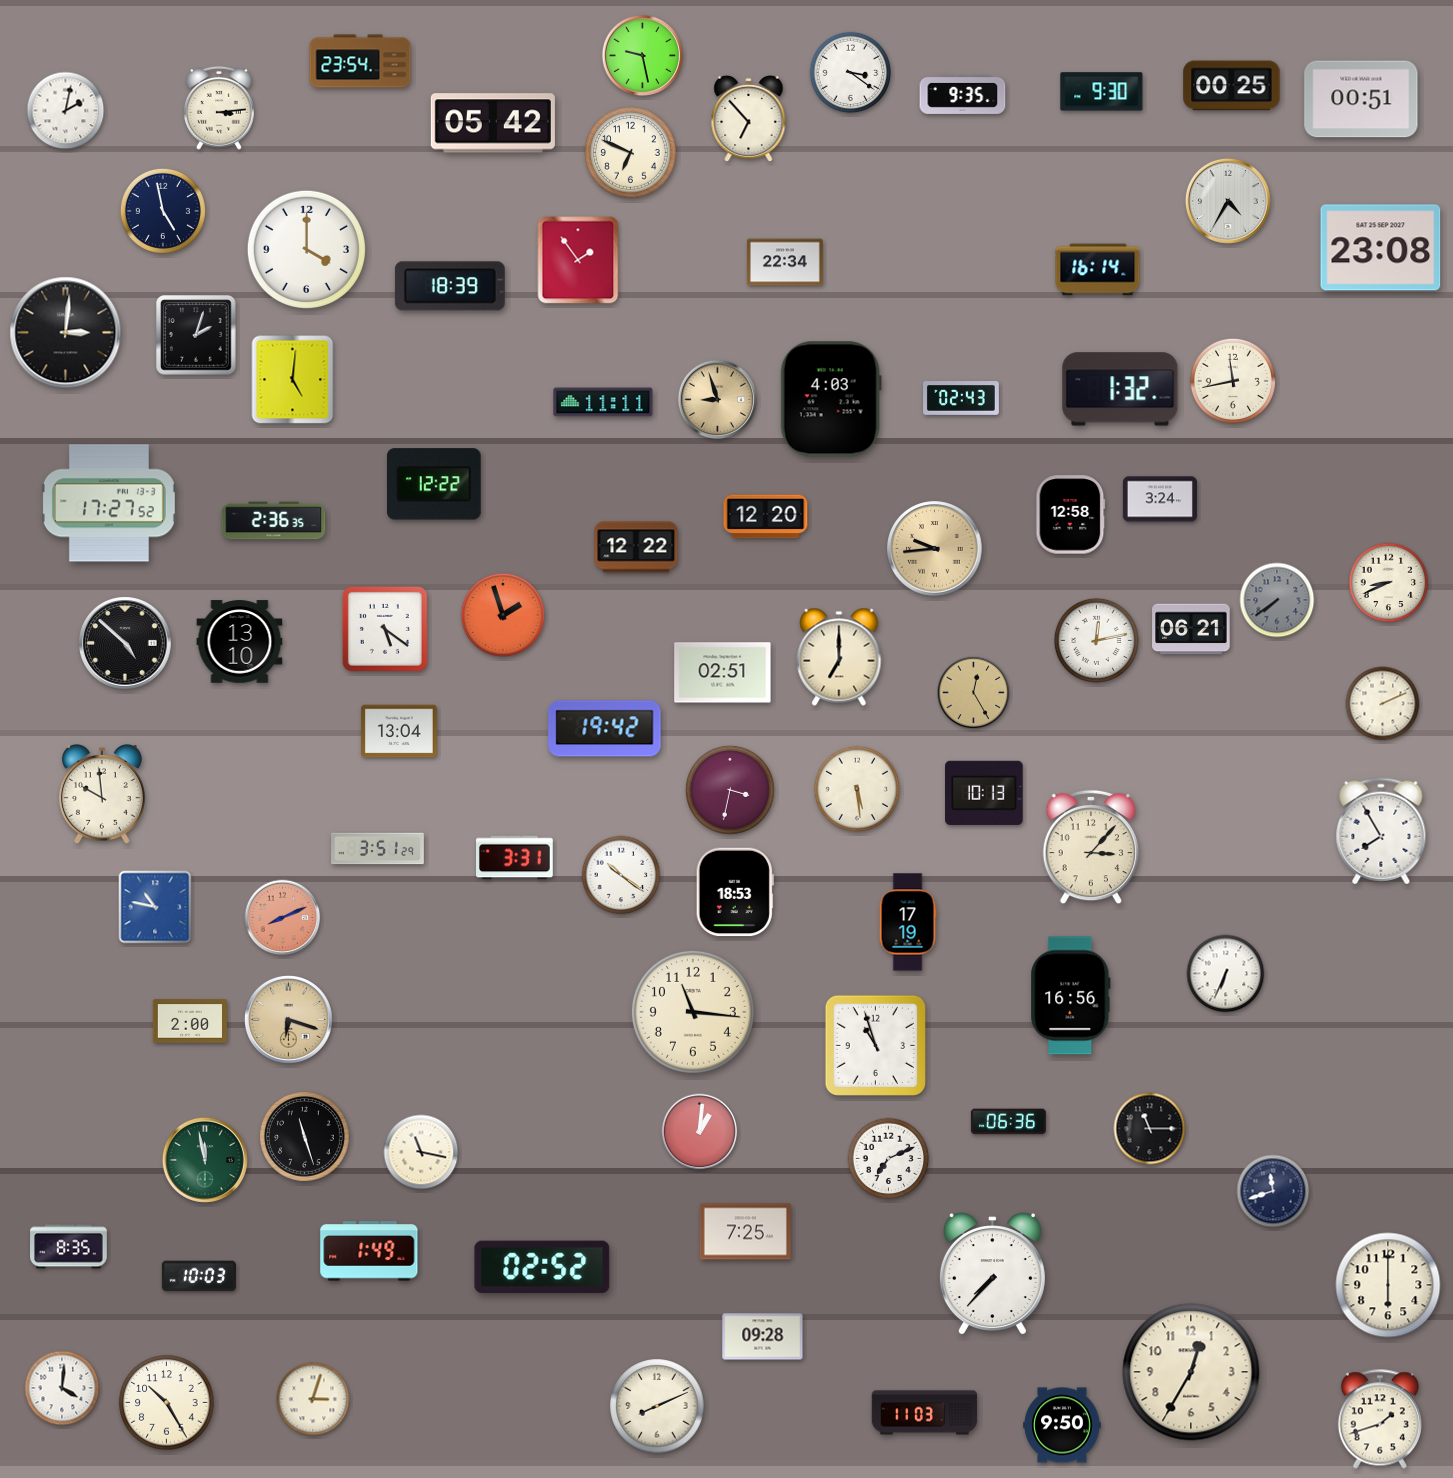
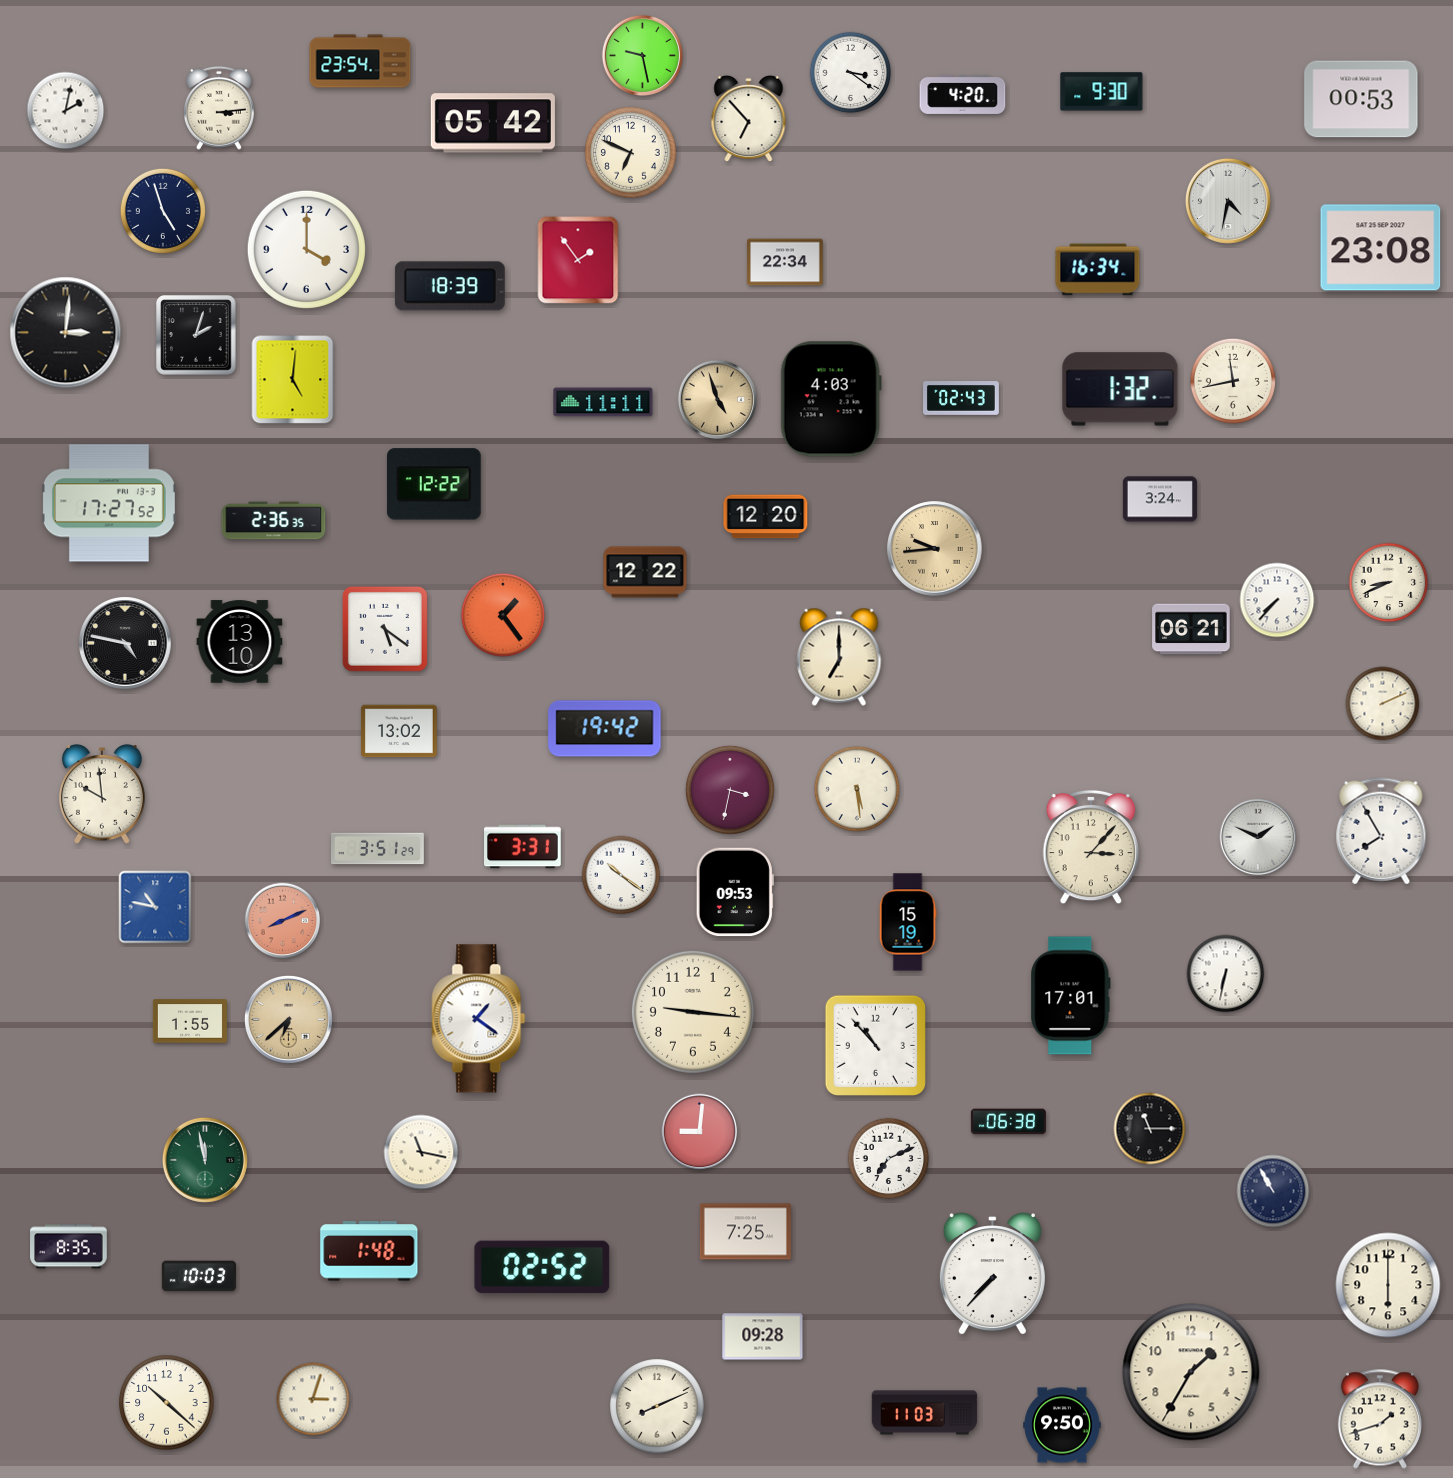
clock at (1232, 86): 00:25 -> none
clock at (963, 94): 9:35 -> 4:20
clock at (1361, 99): 00:51 -> 00:53
clock at (1228, 201): 4:35 -> 4:32
clock at (163, 211): 4:58 -> 4:57
clock at (1098, 270): 16:14 -> 16:34
clock at (718, 400): 8:57 -> 4:57
clock at (1071, 515): 12:58 -> none
clock at (636, 547) position: (636, 547) -> (645, 572)
clock at (1277, 600): 7:39 -> 7:37
clock at (1277, 600) dial: grey -> white
clock at (502, 614): 1:57 -> 1:24
clock at (1096, 640): 12:13 -> none
clock at (125, 643): 4:52 -> 4:47
clock at (723, 673): 02:51 -> none
clock at (974, 693): 12:25 -> none
clock at (399, 731): 13:04 -> 13:02
clock at (984, 793): 10:13 -> none
clock at (1258, 837): none -> 1:49
clock at (515, 858) position: (515, 858) -> (523, 847)
clock at (735, 892): 18:53 -> 09:53
clock at (283, 918) position: (283, 918) -> (283, 921)
clock at (908, 922): 17:19 -> 15:19
clock at (1226, 974): 6:34 -> 6:32
clock at (1071, 996): 16:56 -> 17:01
clock at (693, 1012): 11:16 -> 9:16
clock at (288, 1019): 6:18 -> 6:38
clock at (479, 1019): none -> 1:21
clock at (190, 1021): 2:00 -> 1:55
clock at (875, 1045): 10:57 -> 10:53
clock at (1008, 1122): 06:36 -> 06:38
clock at (700, 1132): 1:01 -> 9:01
clock at (305, 1137): 11:27 -> none
clock at (1273, 1191): 11:42 -> 10:55
clock at (369, 1251): 1:49 -> 1:48
clock at (1191, 1372): 12:35 -> 1:35
clock at (62, 1388): 4:01 -> none
clock at (167, 1403): 10:25 -> 10:22
